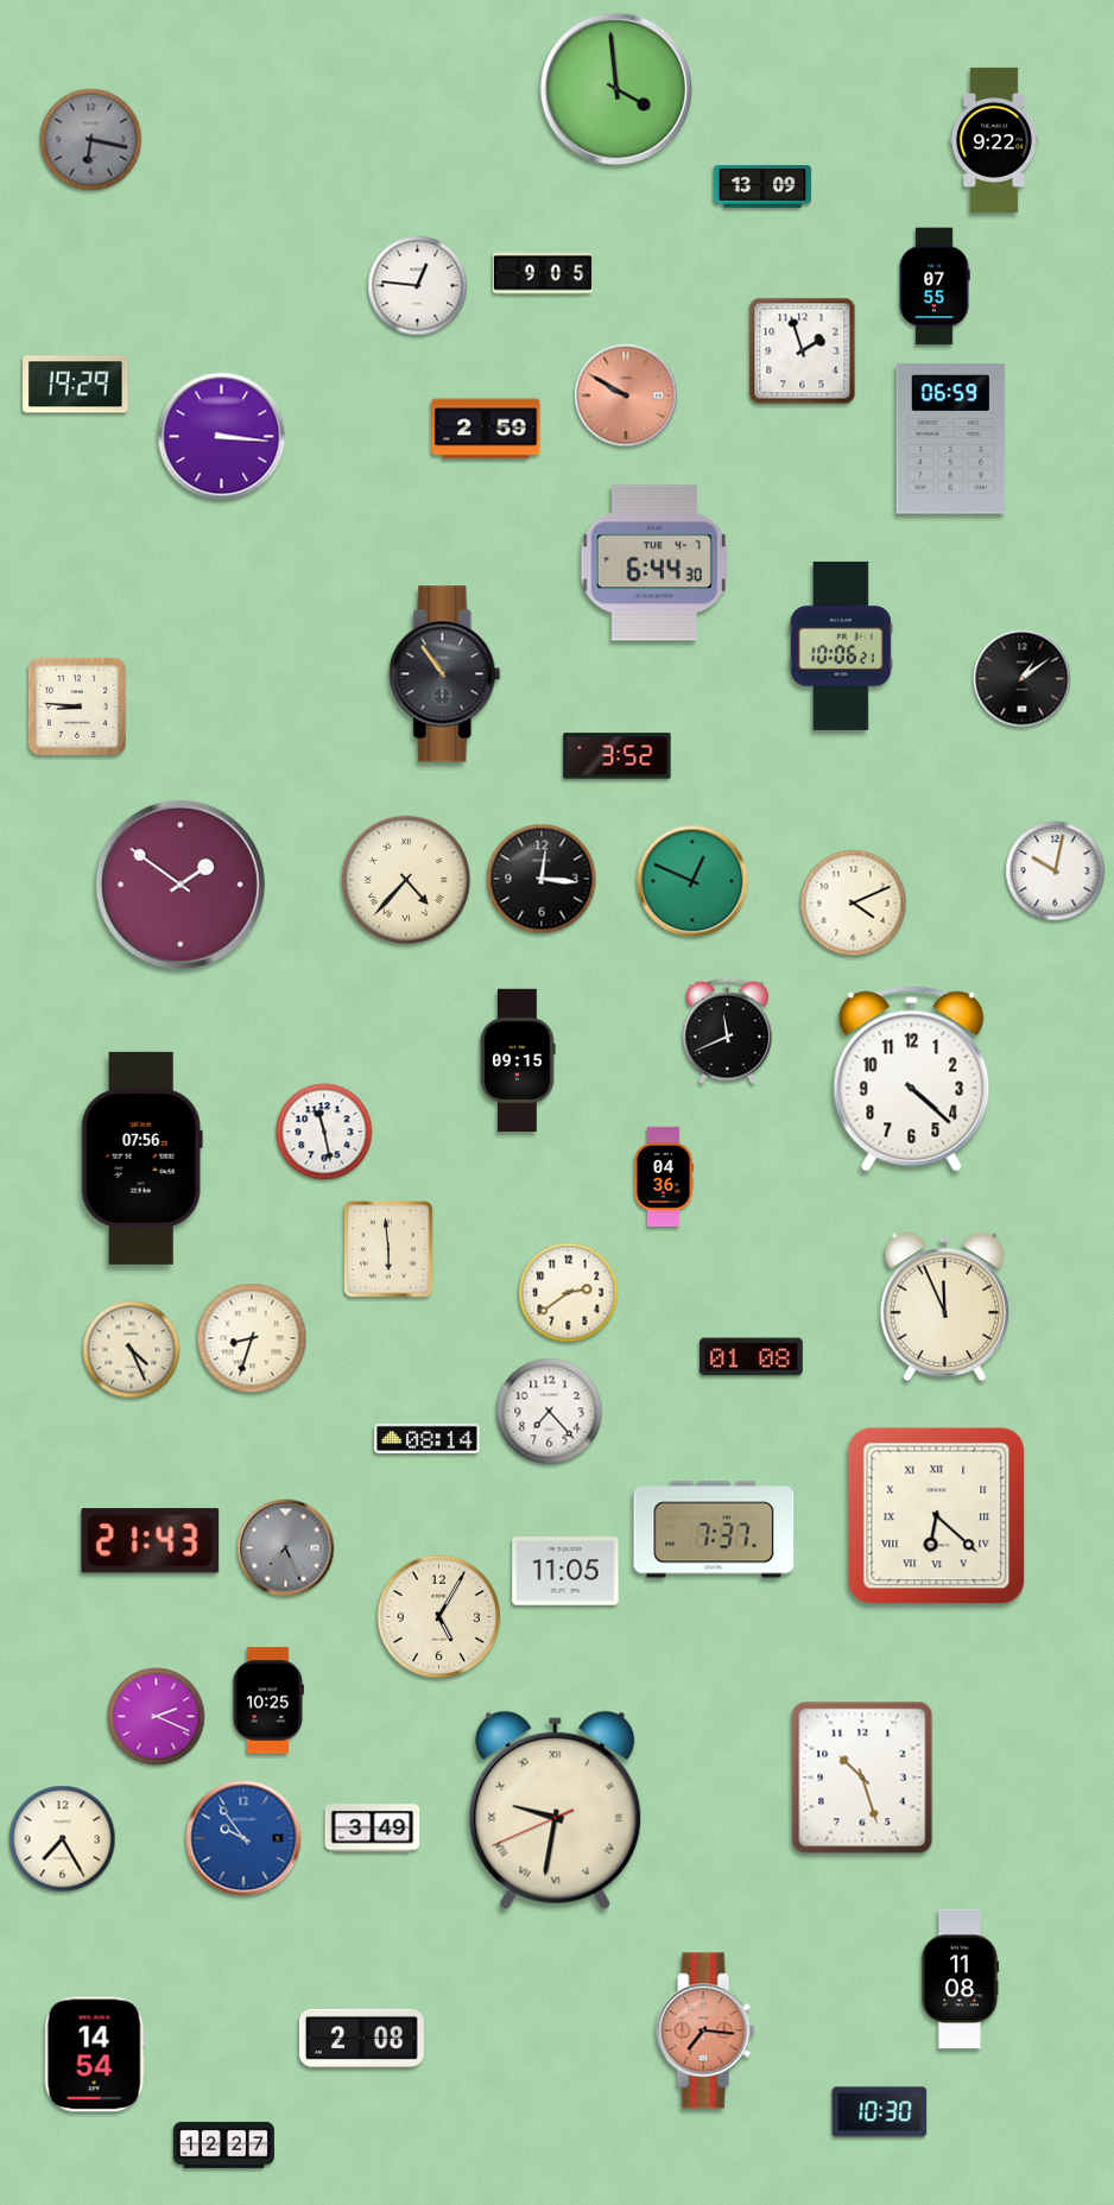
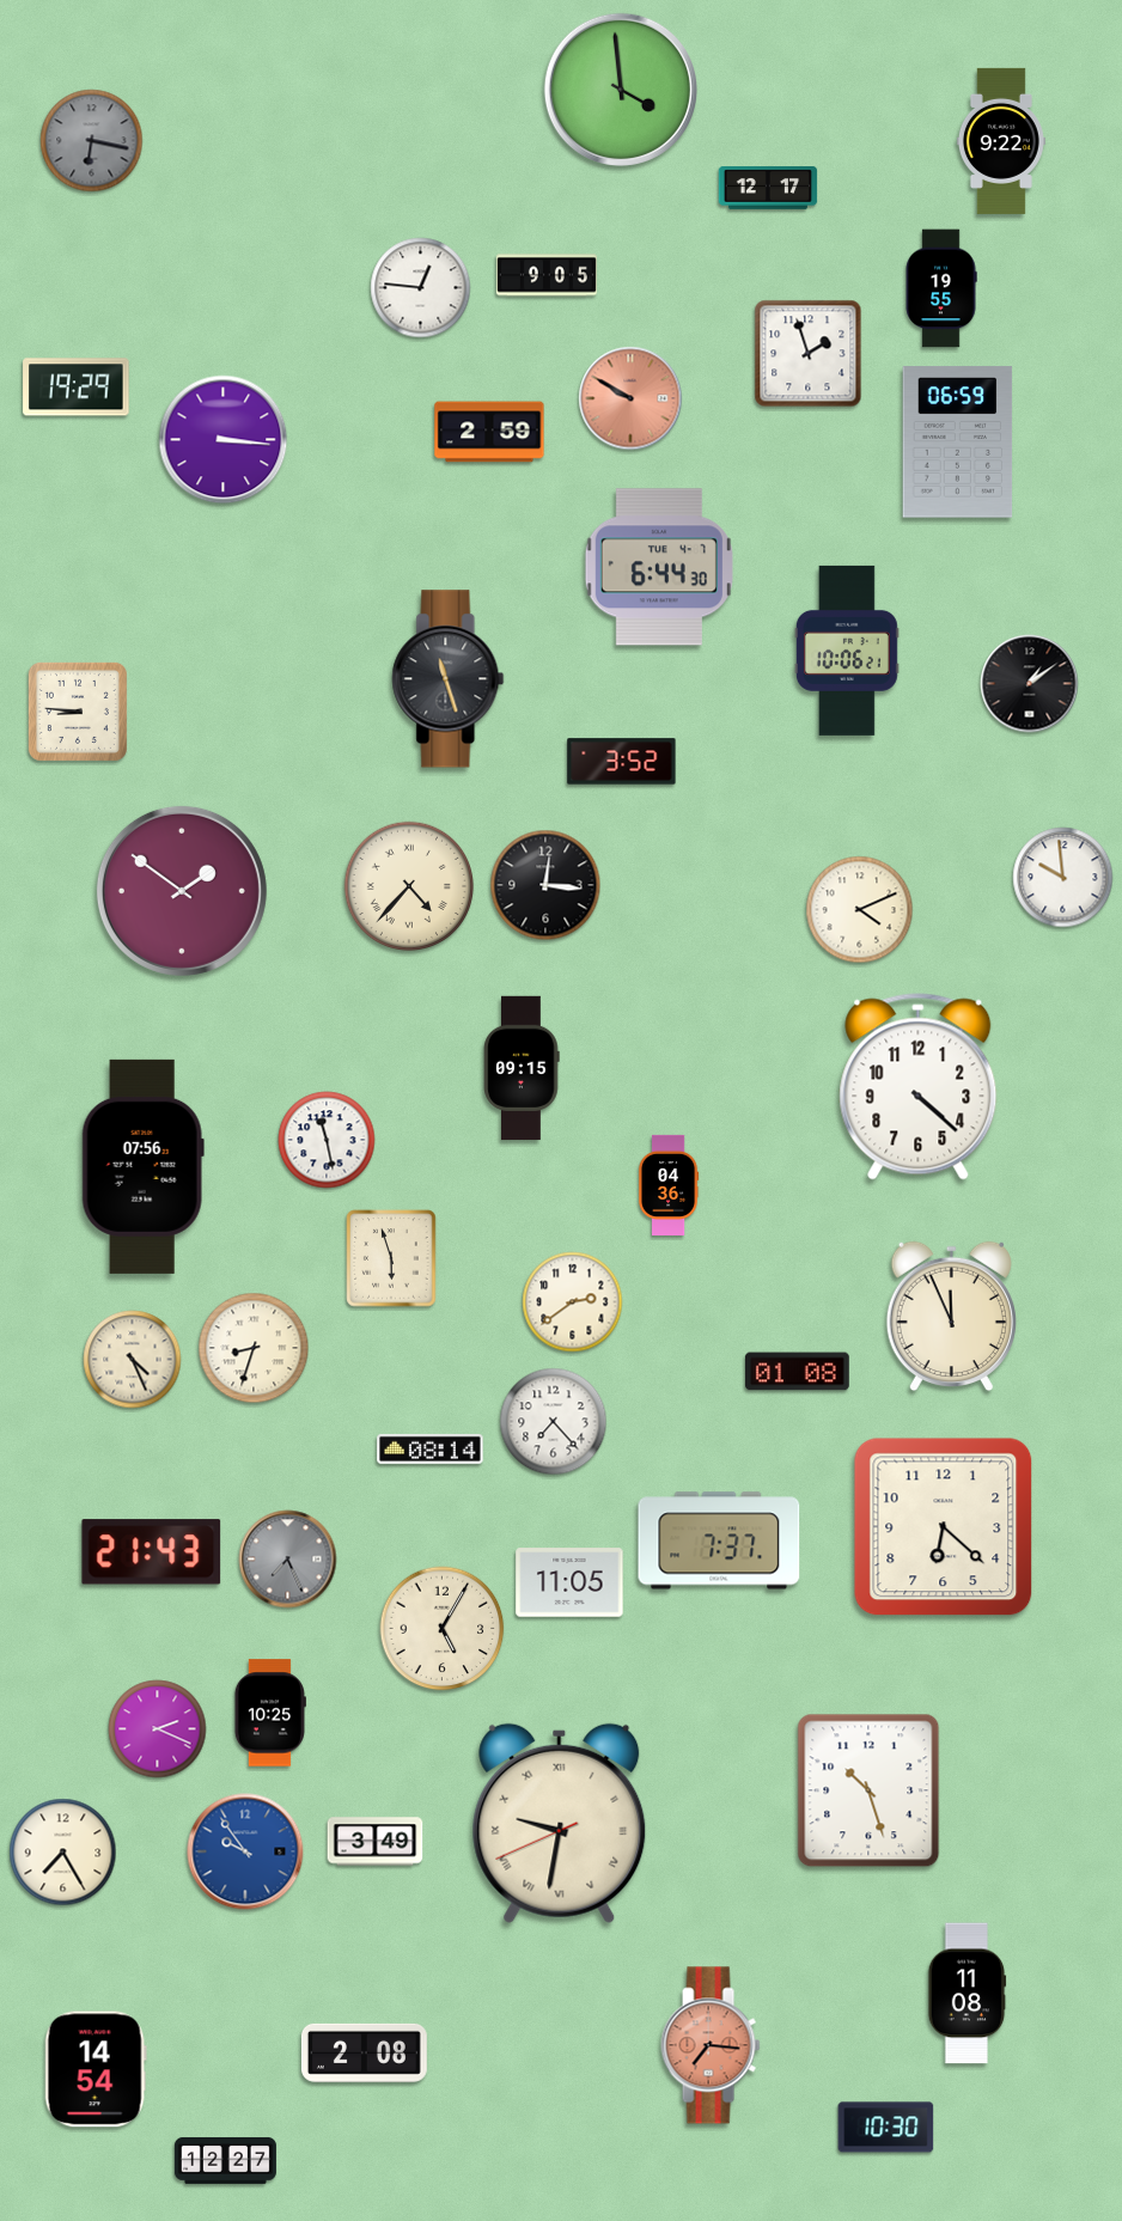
clock at (762, 186): 13:09 -> 12:17
clock at (935, 286): 07:55 -> 19:55
clock at (445, 674): 10:54 -> 11:27
clock at (1056, 872): 10:02 -> 9:59
clock at (692, 881): 12:49 -> none
clock at (727, 1032): 11:41 -> none
clock at (388, 1249): 5:59 -> 5:57
clock at (752, 1357) position: (752, 1357) -> (798, 1372)
clock at (937, 1516) numerals: Roman -> Arabic
